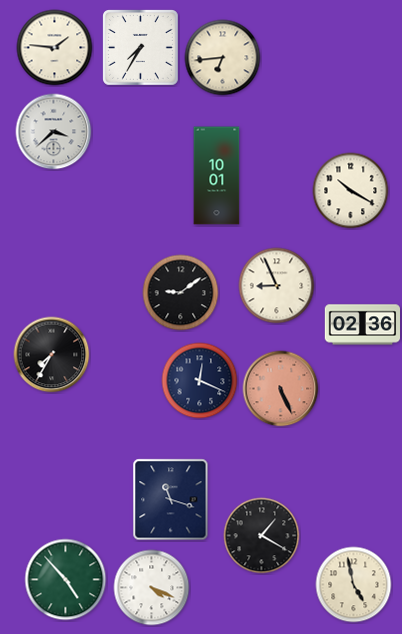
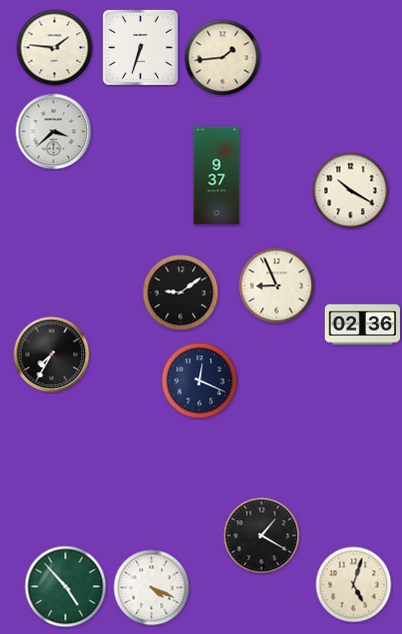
clock at (141, 48): 7:35 -> 6:33
clock at (223, 58): 6:44 -> 1:44
clock at (217, 176): 10:01 -> 9:37
clock at (281, 389): 5:26 -> none
clock at (171, 500): 11:18 -> none
clock at (66, 580) position: (66, 580) -> (66, 587)
clock at (354, 585): 4:58 -> 5:03
